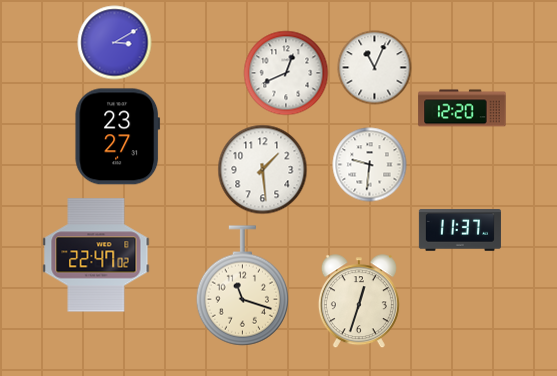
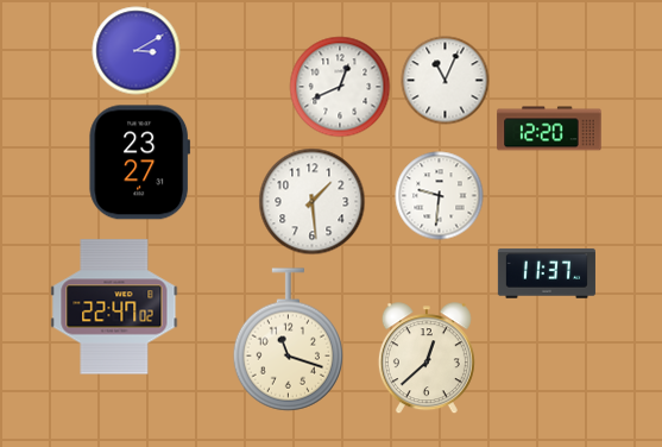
clock at (96, 255) position: (96, 255) -> (114, 307)
clock at (359, 302): 12:33 -> 12:38
